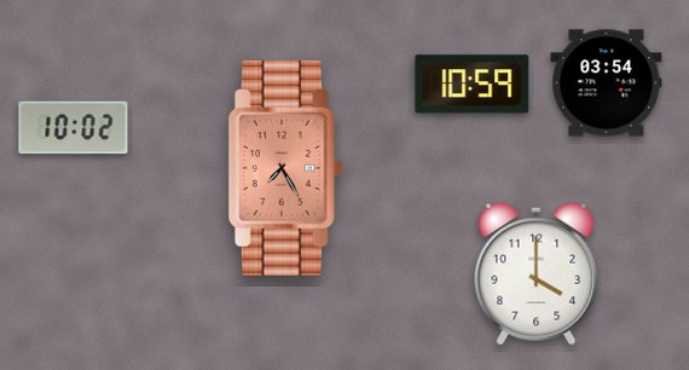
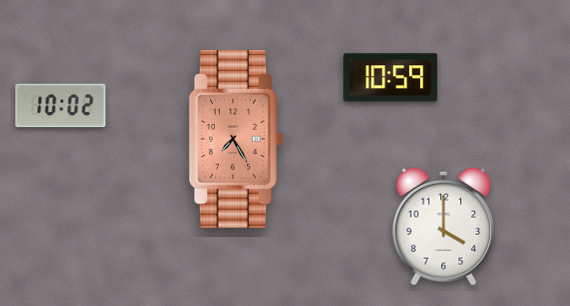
clock at (607, 83): 03:54 -> none
clock at (473, 85) position: (473, 85) -> (391, 78)
